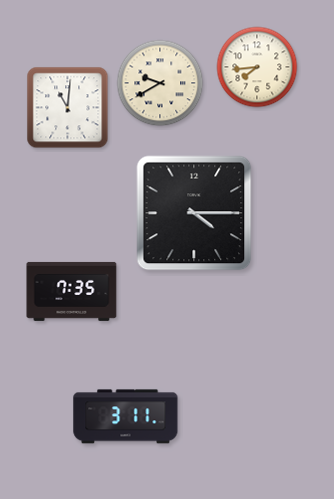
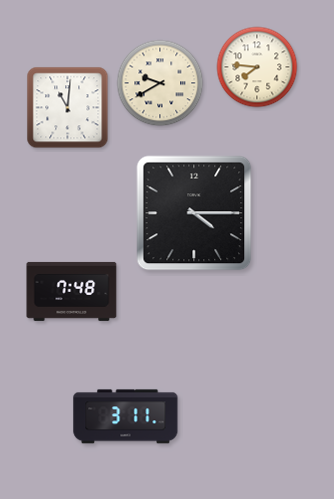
clock at (257, 67): 7:44 -> 7:46
clock at (72, 291): 7:35 -> 7:48
